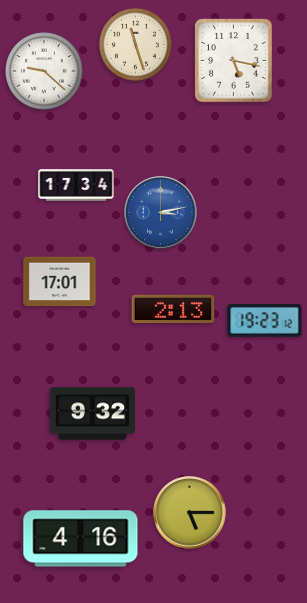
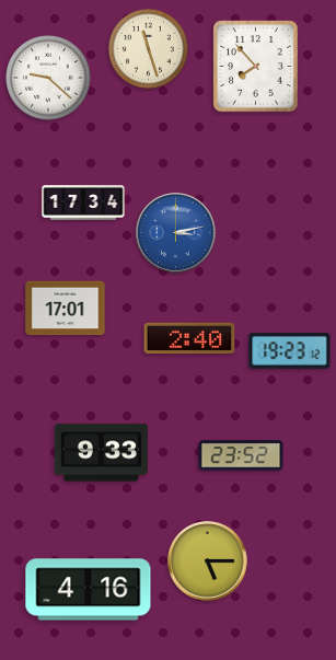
clock at (234, 61): 5:17 -> 7:53
clock at (173, 309): 2:13 -> 2:40
clock at (92, 414): 9:32 -> 9:33
clock at (241, 455): none -> 23:52
